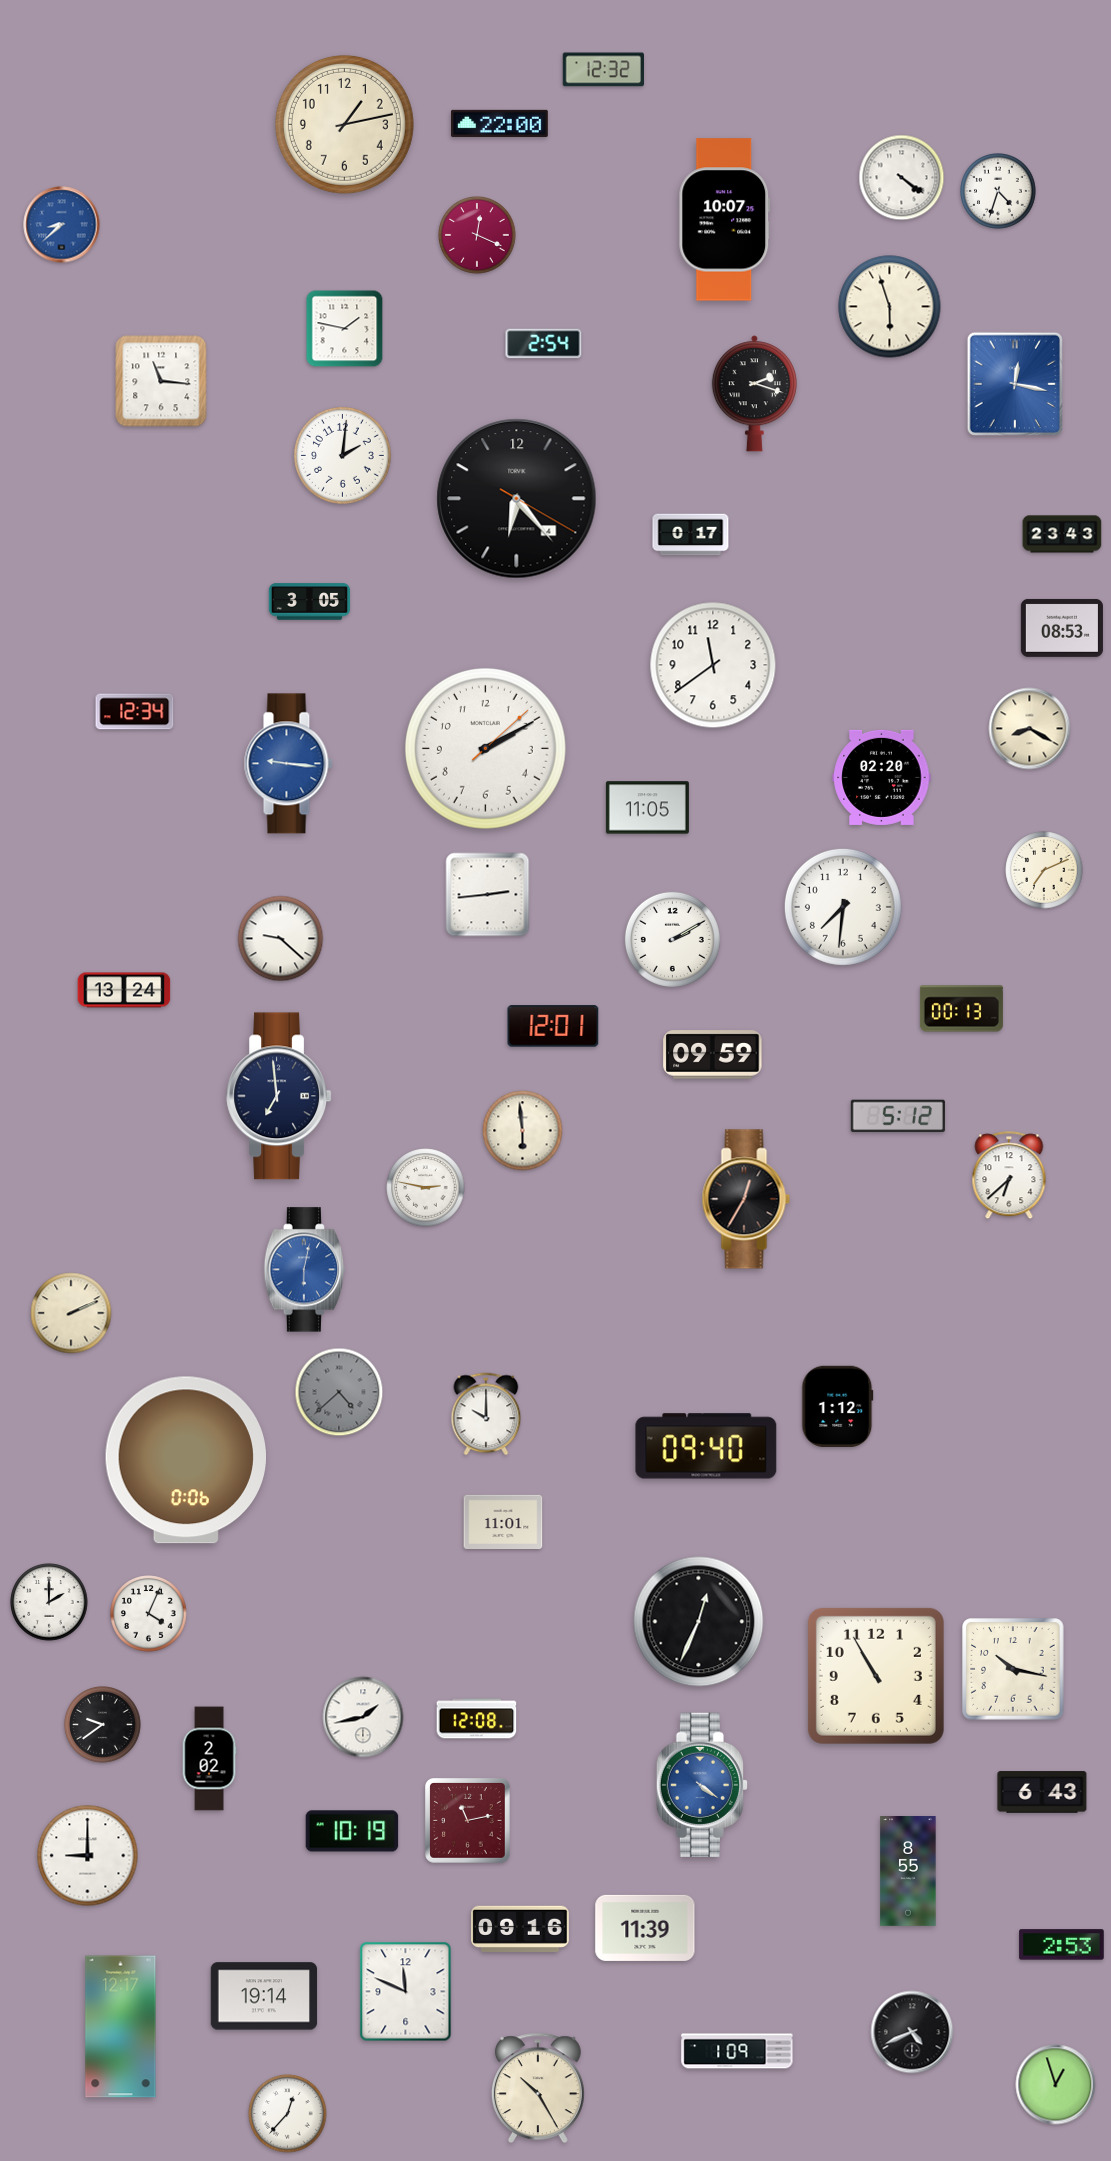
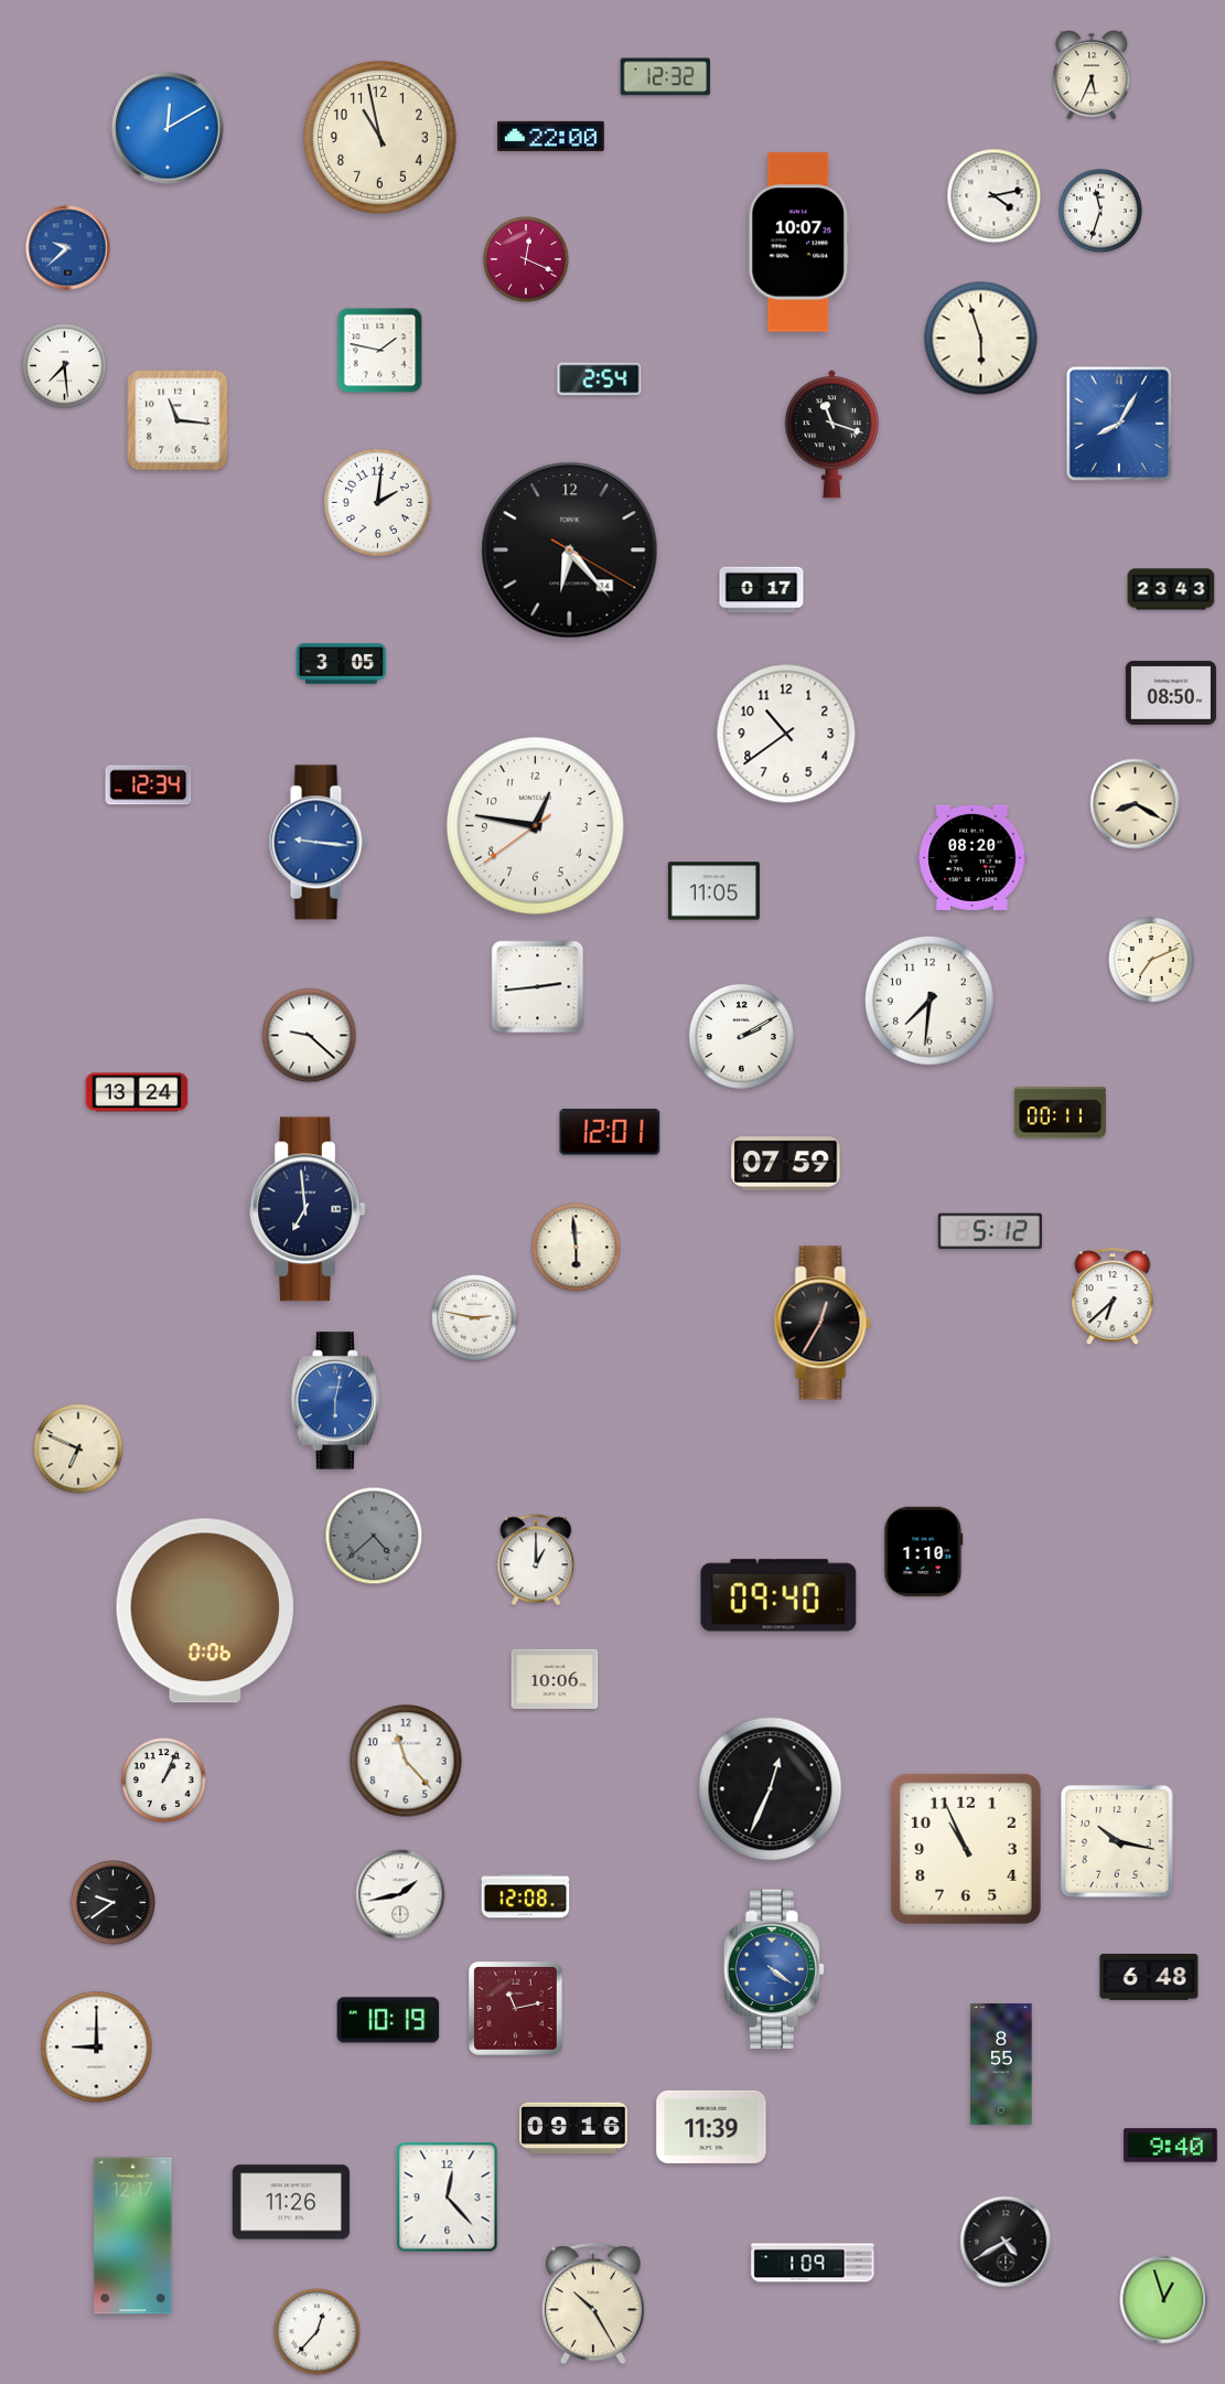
clock at (1092, 75): none -> 5:34
clock at (168, 128): none -> 12:10
clock at (344, 124): 1:13 -> 10:58
clock at (902, 178): 4:21 -> 4:13
clock at (999, 192): 4:33 -> 11:33
clock at (62, 225): 8:38 -> 9:38
clock at (345, 329) position: (345, 329) -> (380, 351)
clock at (65, 366): none -> 7:29
clock at (1014, 383): 12:17 -> 8:05
clock at (754, 394): 2:18 -> 11:18
clock at (517, 499) date: 4 -> 14
clock at (1062, 628): 08:53 -> 08:50
clock at (713, 665): 11:39 -> 10:39
clock at (485, 748): 2:10 -> 12:46
clock at (882, 777): 02:20 -> 08:20
clock at (961, 1009): 00:13 -> 00:11
clock at (713, 1055): 09:59 -> 07:59
clock at (426, 1188) position: (426, 1188) -> (475, 1318)
clock at (71, 1313): 2:11 -> 6:49
clock at (838, 1406): 1:12 -> 1:10
clock at (486, 1414): 10:00 -> 1:00
clock at (503, 1522): 11:01 -> 10:06
clock at (406, 1761): none -> 11:23
clock at (49, 1602): 2:00 -> none
clock at (149, 1614): 4:04 -> 1:04
clock at (876, 1676): 10:55 -> 10:56
clock at (209, 1759): 2:02 -> none
clock at (1042, 1792): 6:43 -> 6:48
clock at (1062, 1945): 2:53 -> 9:40
clock at (406, 1992): 11:49 -> 12:23
clock at (264, 1996): 19:14 -> 11:26
clock at (912, 2032): 4:41 -> 4:40
